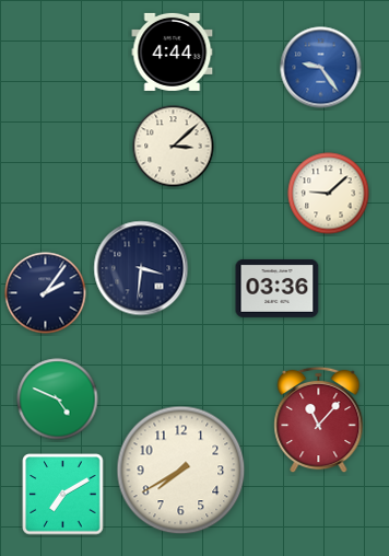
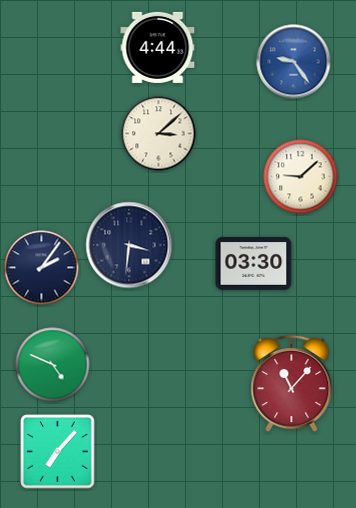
clock at (278, 288): 03:36 -> 03:30
clock at (181, 471): 7:40 -> none
clock at (63, 495): 7:10 -> 7:07
